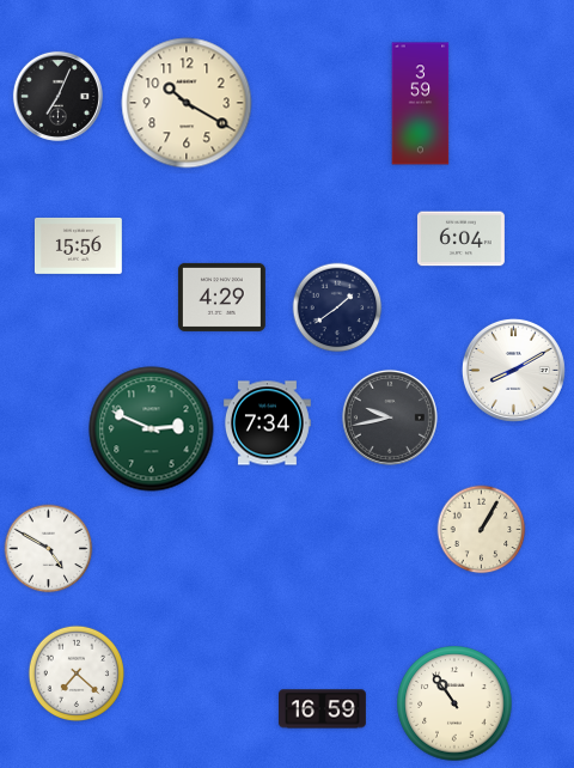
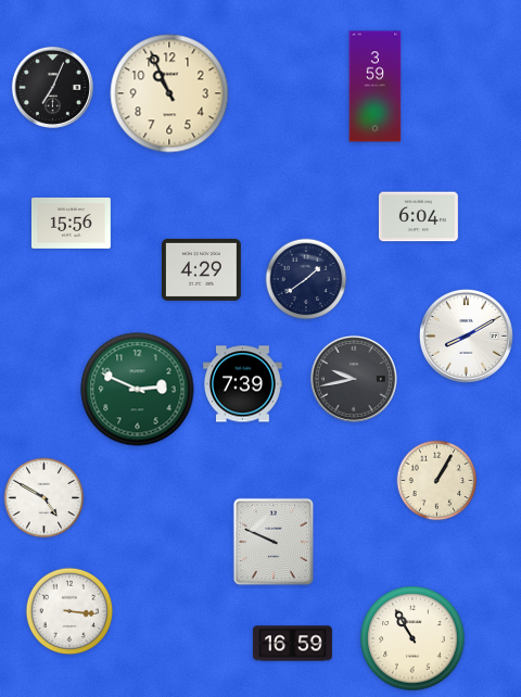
clock at (187, 103): 10:20 -> 10:56
clock at (421, 104) position: (421, 104) -> (376, 87)
clock at (267, 423): 7:34 -> 7:39
clock at (274, 542): none -> 9:49
clock at (75, 672): 7:22 -> 3:16
clock at (454, 703): 10:54 -> 10:55
